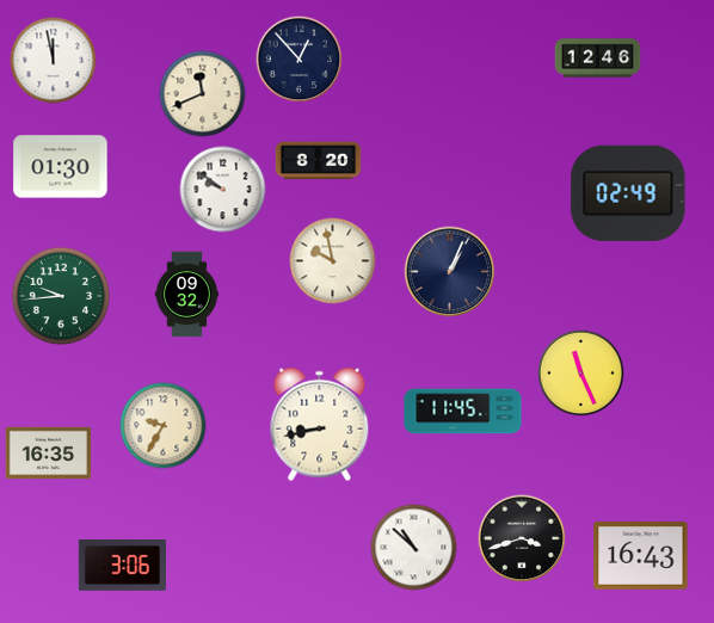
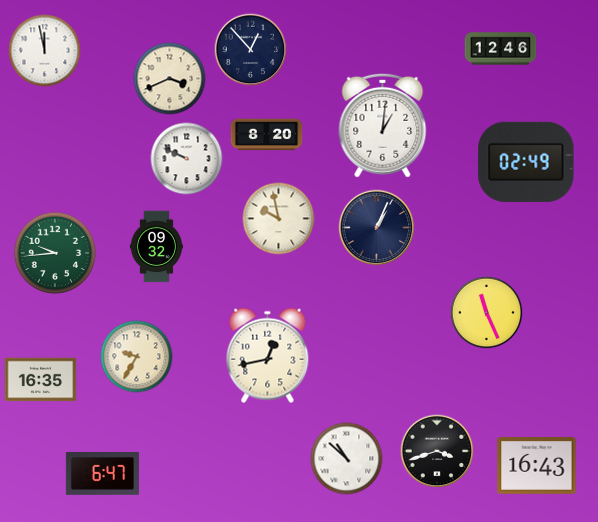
clock at (203, 94): 11:41 -> 3:41
clock at (383, 125): none -> 1:01
clock at (61, 167): 01:30 -> none
clock at (223, 190): 9:51 -> 9:49
clock at (61, 296) position: (61, 296) -> (55, 253)
clock at (463, 412): 11:45 -> none
clock at (320, 425): 8:43 -> 12:43
clock at (122, 566): 3:06 -> 6:47
